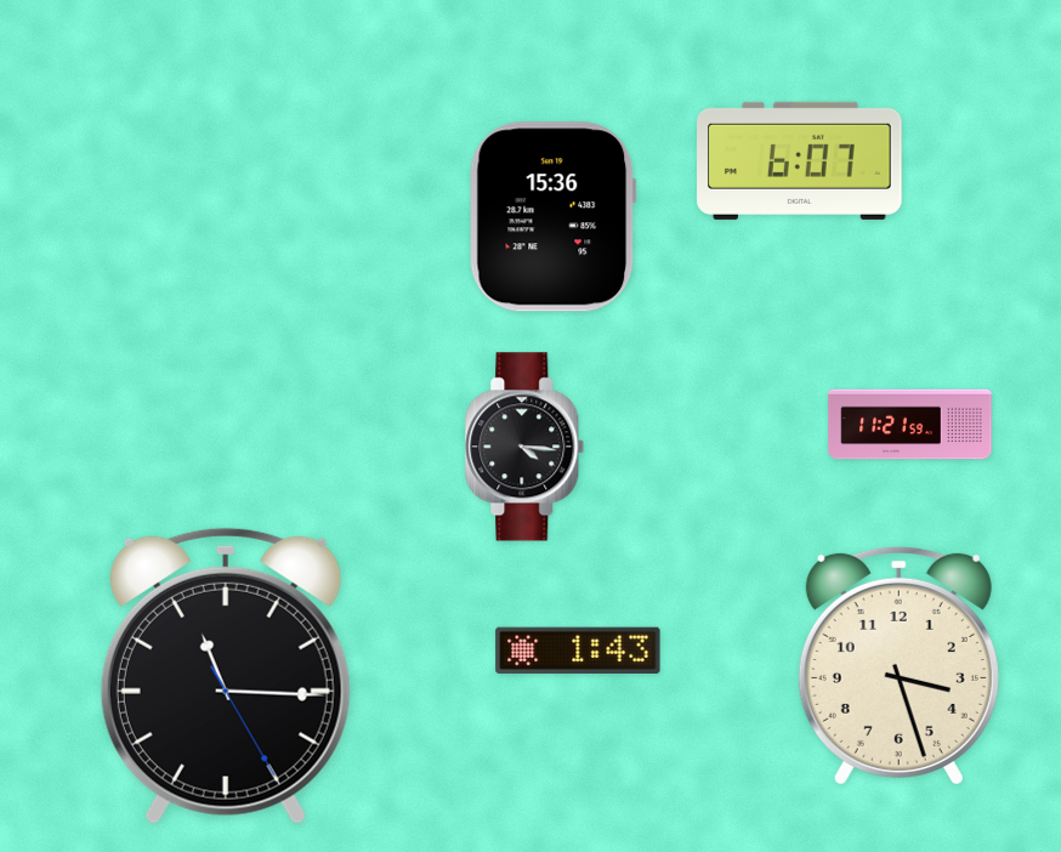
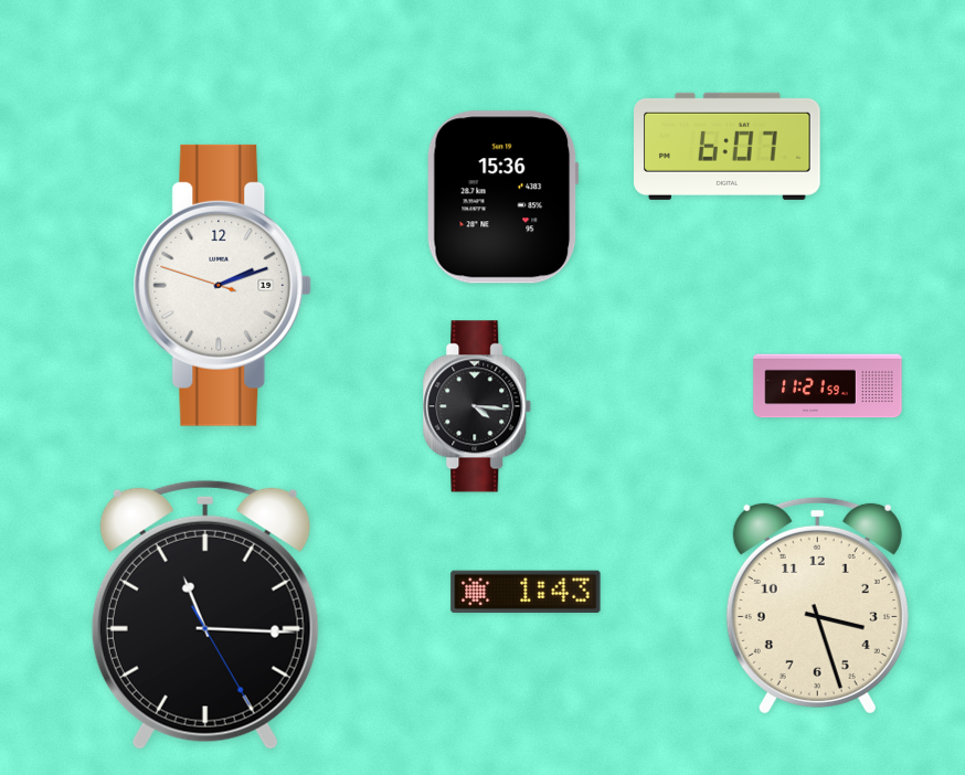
clock at (223, 285): none -> 2:11
